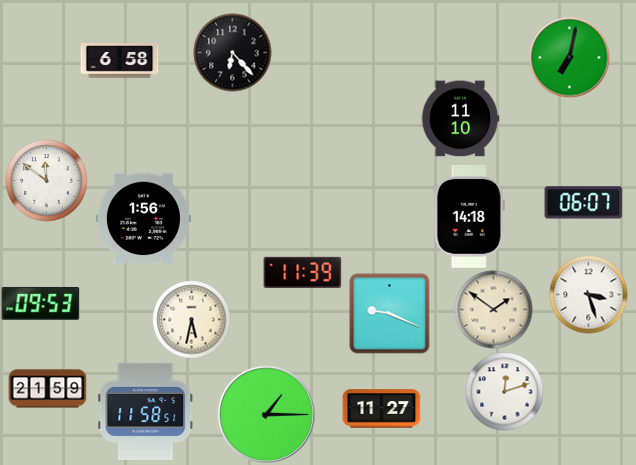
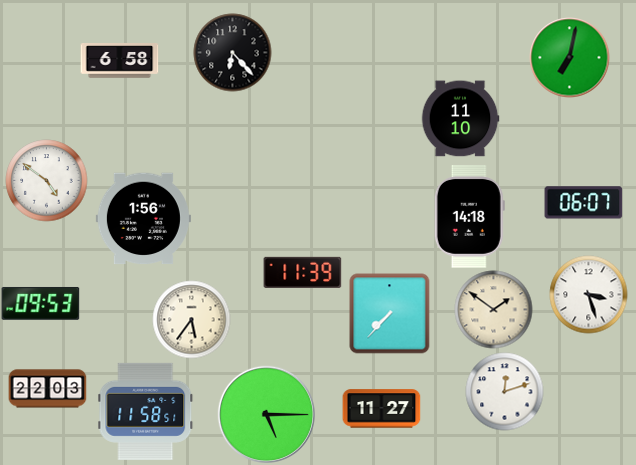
clock at (46, 180): 11:51 -> 4:51
clock at (389, 313): 9:19 -> 7:37
clock at (191, 319): 5:32 -> 5:36
clock at (47, 389): 21:59 -> 22:03
clock at (266, 414): 1:15 -> 5:15
